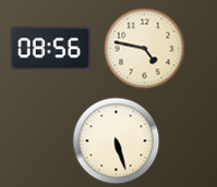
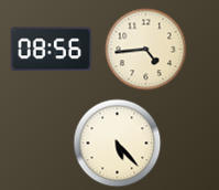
clock at (145, 49): 4:47 -> 4:44
clock at (117, 141): 5:27 -> 5:23
